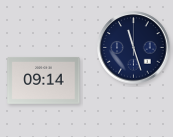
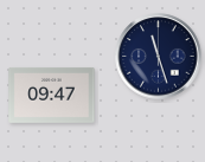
clock at (44, 80): 09:14 -> 09:47
